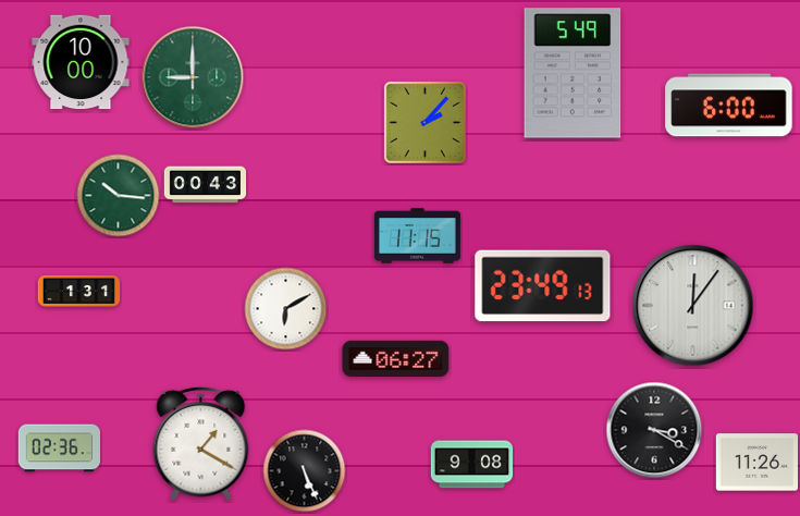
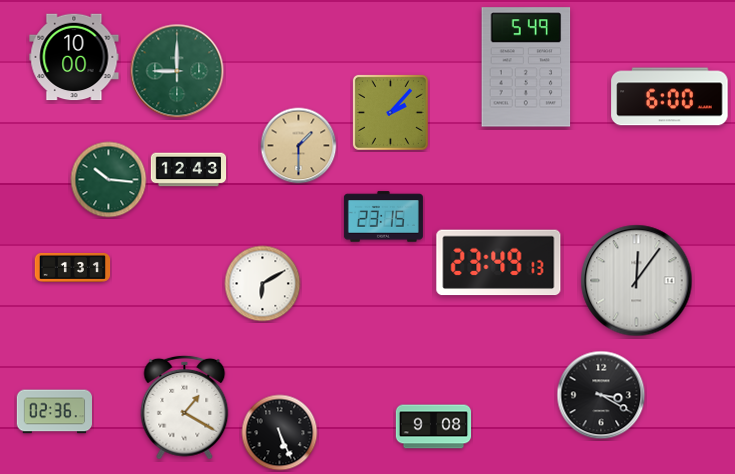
clock at (299, 146): none -> 1:30
clock at (206, 185): 00:43 -> 12:43
clock at (417, 236): 11:15 -> 23:15
clock at (396, 358): 06:27 -> none
clock at (756, 463): 11:26 -> none
